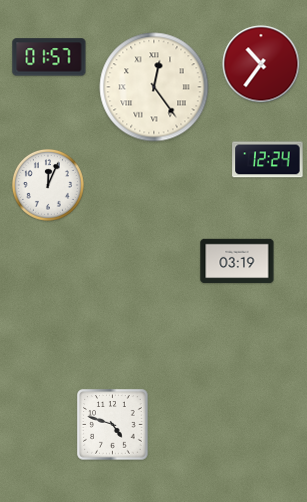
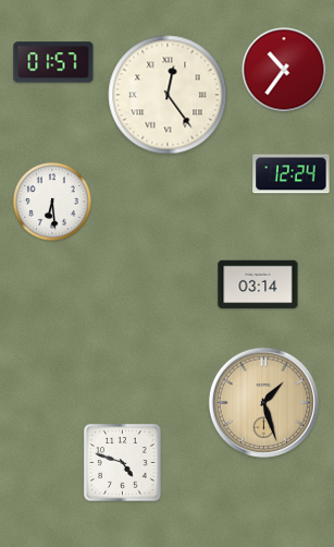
clock at (48, 185): 12:04 -> 6:29
clock at (237, 261): 03:19 -> 03:14
clock at (263, 402): none -> 1:27
